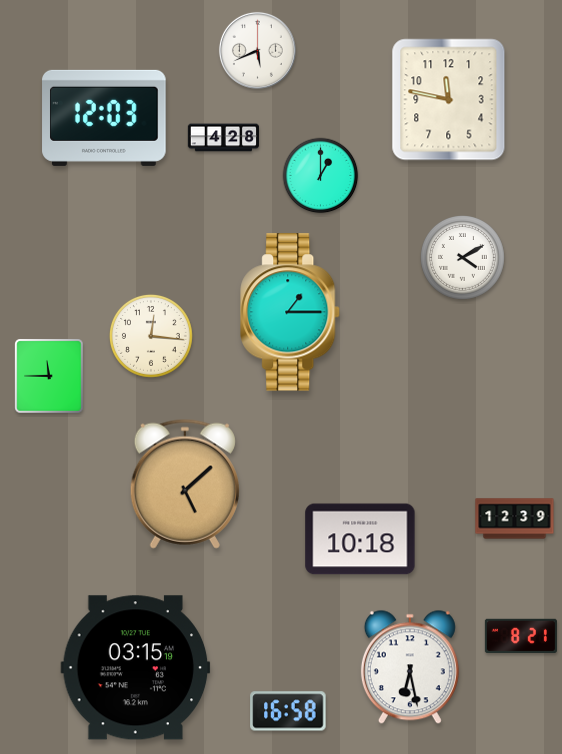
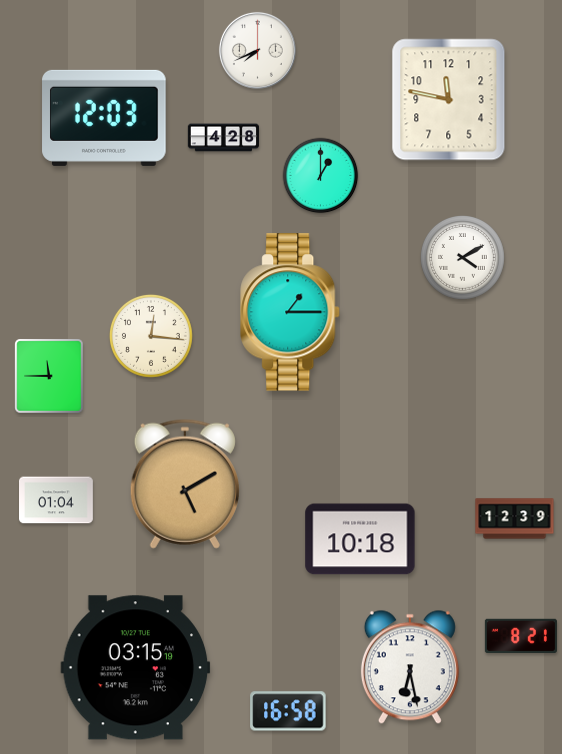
clock at (257, 50): 5:41 -> 7:41
clock at (185, 484): 5:08 -> 5:10
clock at (57, 500): none -> 01:04
